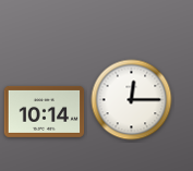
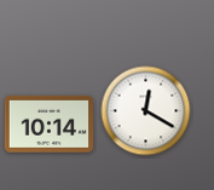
clock at (132, 100): 12:15 -> 12:20
